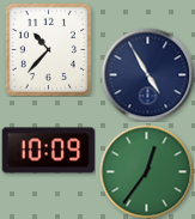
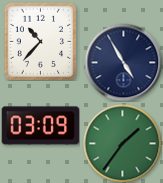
clock at (48, 151): 10:09 -> 03:09
clock at (146, 171): 12:36 -> 1:36
